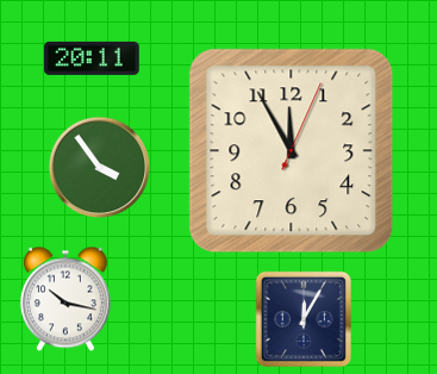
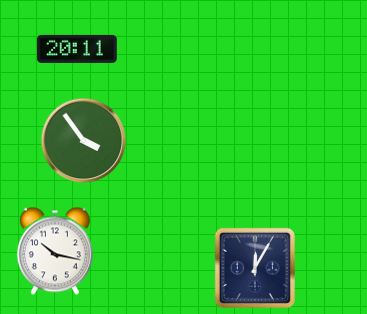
clock at (292, 151): 11:55 -> none
